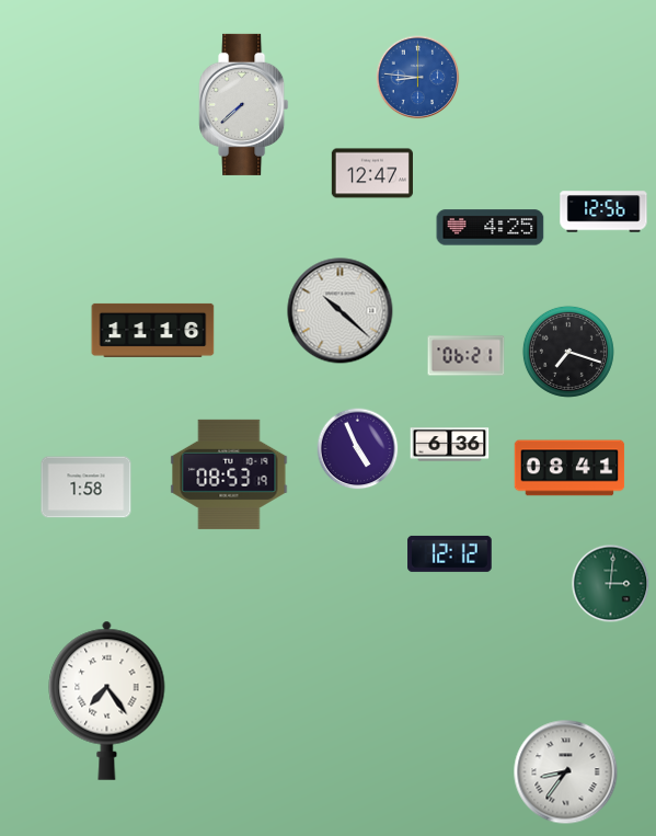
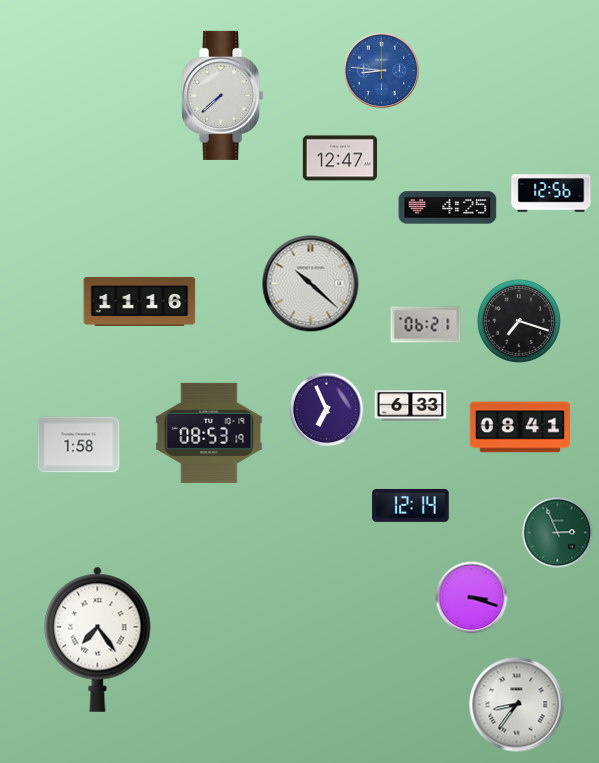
clock at (450, 445): 6:36 -> 6:33
clock at (358, 449): 4:56 -> 6:56
clock at (450, 553): 12:12 -> 12:14
clock at (611, 584): 3:01 -> 2:56
clock at (472, 598): none -> 3:18
